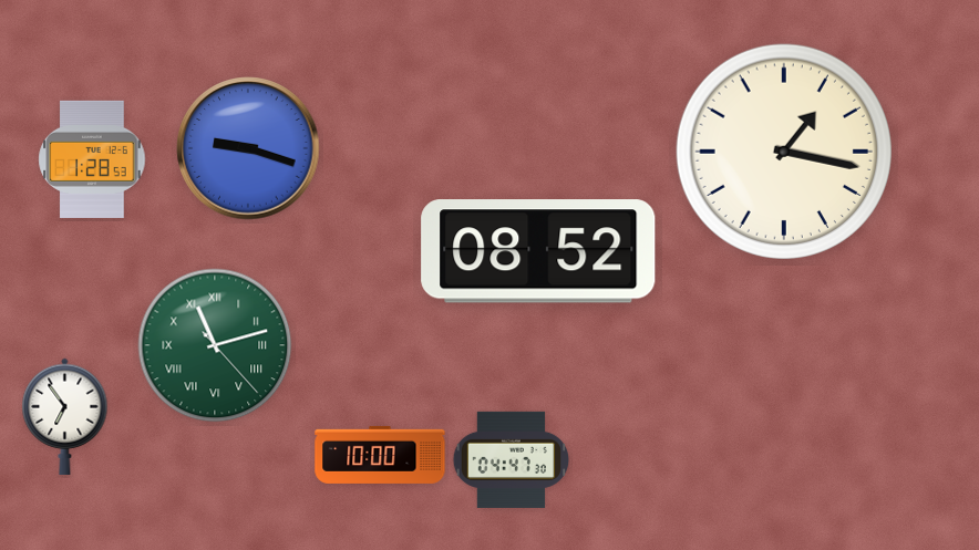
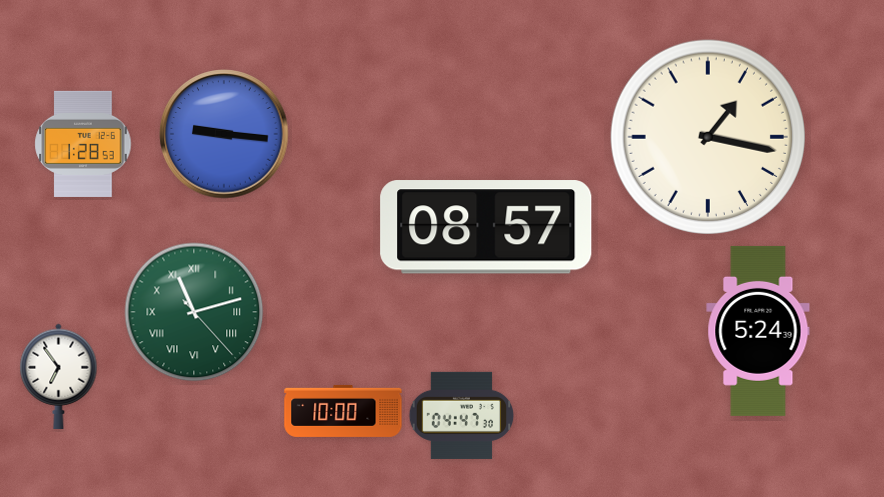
clock at (248, 148): 9:18 -> 9:16
clock at (538, 251): 08:52 -> 08:57
clock at (758, 331): none -> 5:24
